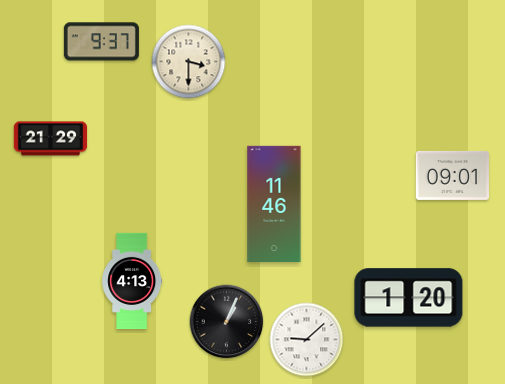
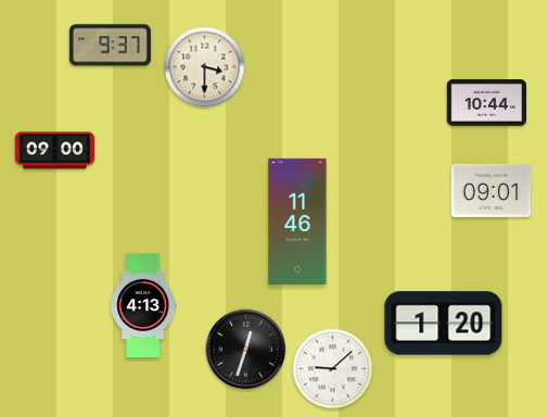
clock at (487, 103): none -> 10:44
clock at (51, 139): 21:29 -> 09:00
clock at (227, 322): 1:04 -> 12:33
